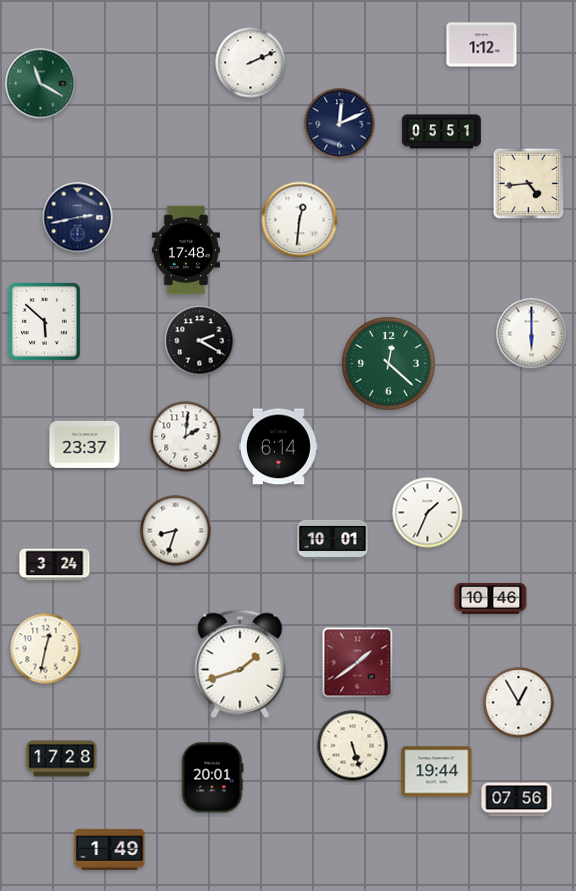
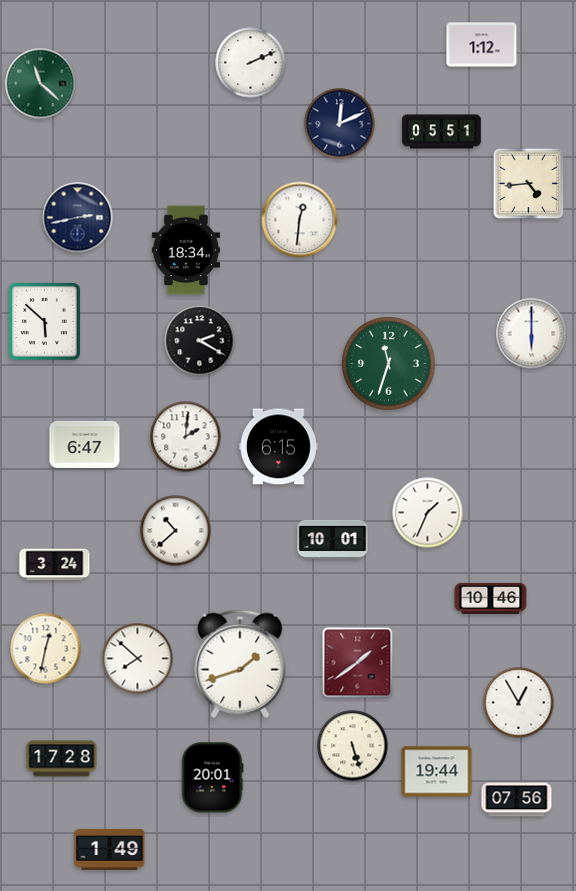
clock at (41, 84): 11:20 -> 11:22
clock at (185, 250): 17:48 -> 18:34
clock at (389, 364): 12:22 -> 11:33
clock at (85, 444): 23:37 -> 6:47
clock at (278, 447): 6:14 -> 6:15
clock at (176, 531): 8:33 -> 10:38
clock at (138, 659): none -> 7:52
